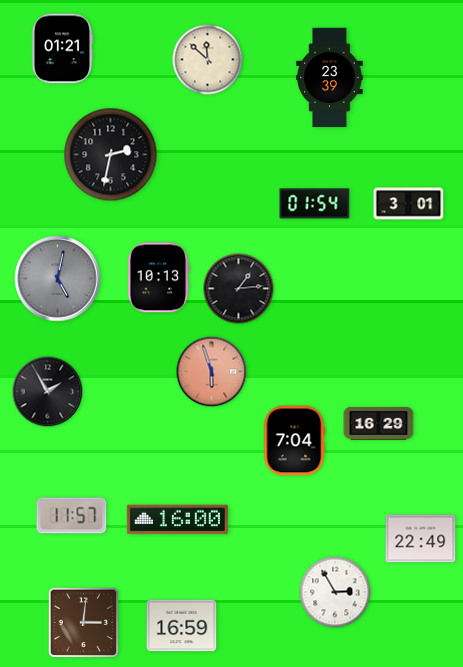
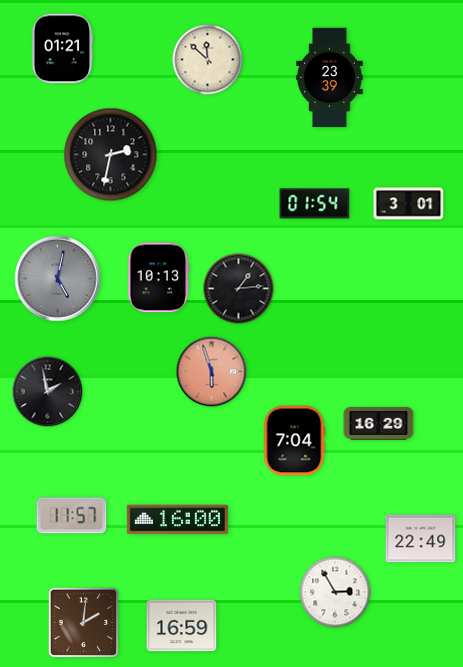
clock at (48, 392): 1:55 -> 1:58
clock at (84, 623): 3:01 -> 2:01
